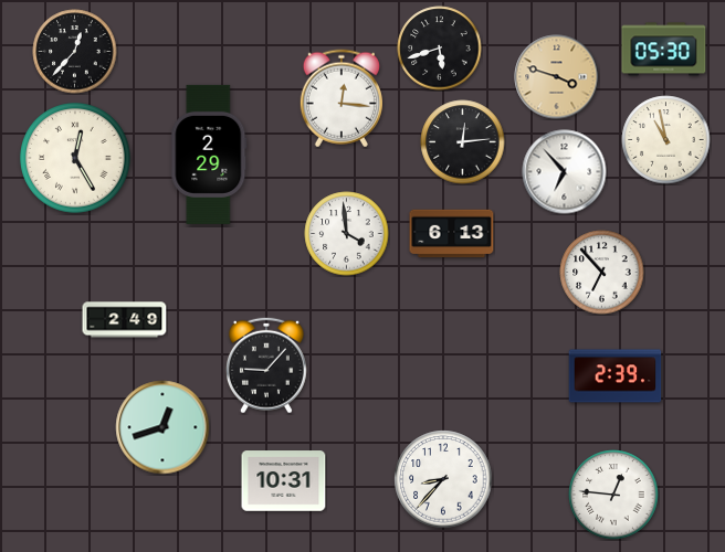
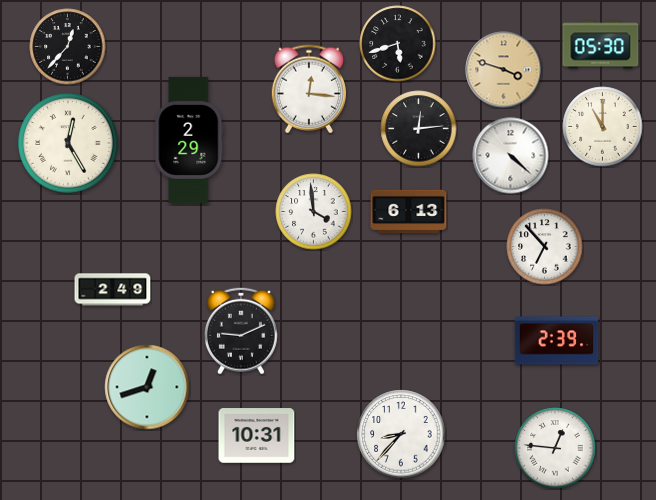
clock at (666, 140): 10:58 -> 11:00
clock at (565, 172): 6:53 -> 4:22
clock at (266, 365): 9:07 -> 9:11
